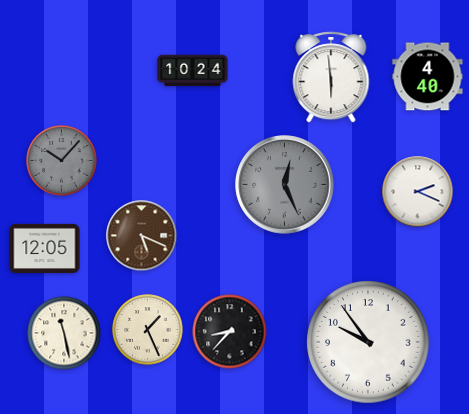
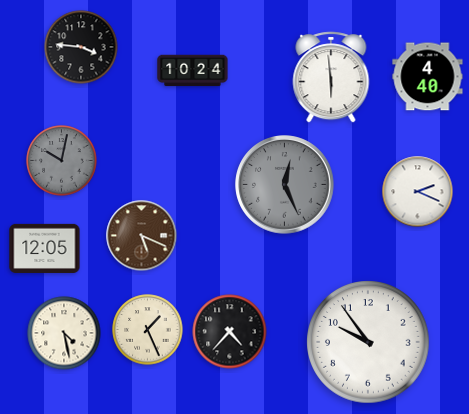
clock at (81, 47): none -> 3:46
clock at (62, 161): 10:07 -> 10:02
clock at (230, 332): 8:37 -> 4:37
clock at (64, 333): 11:28 -> 4:28
